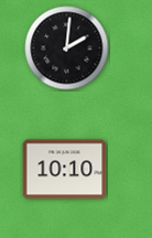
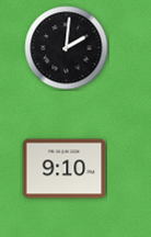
clock at (65, 170): 10:10 -> 9:10
